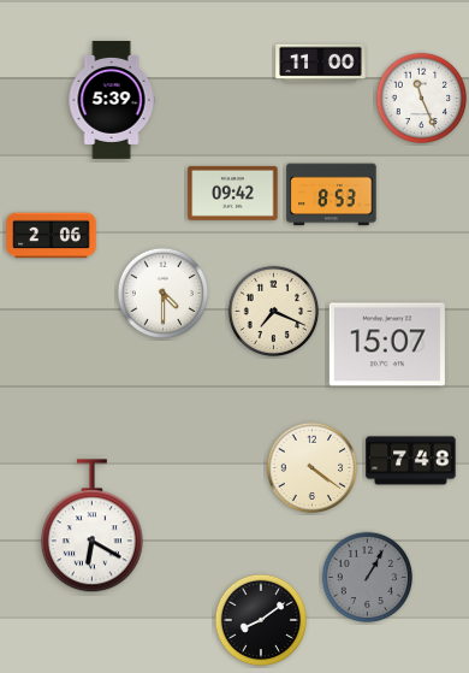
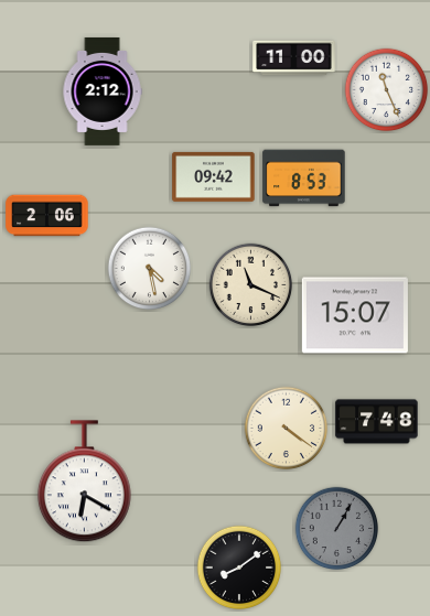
clock at (112, 100): 5:39 -> 2:12
clock at (164, 294): 4:30 -> 4:28
clock at (274, 312): 7:19 -> 11:19
